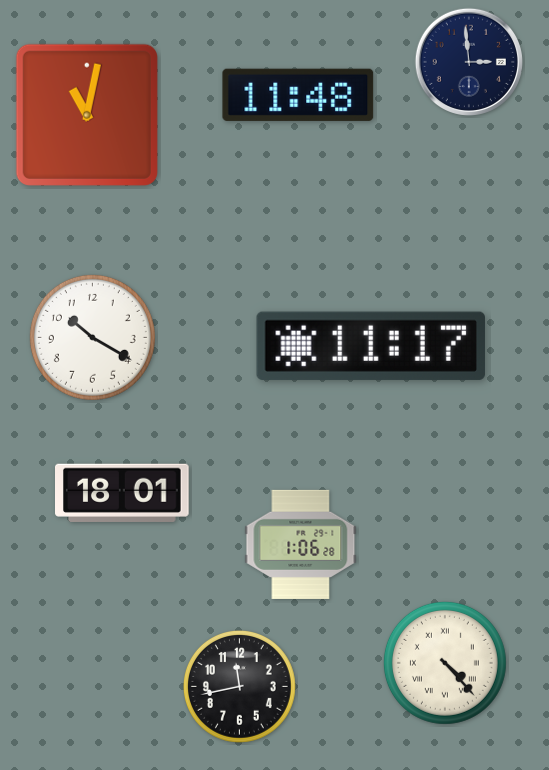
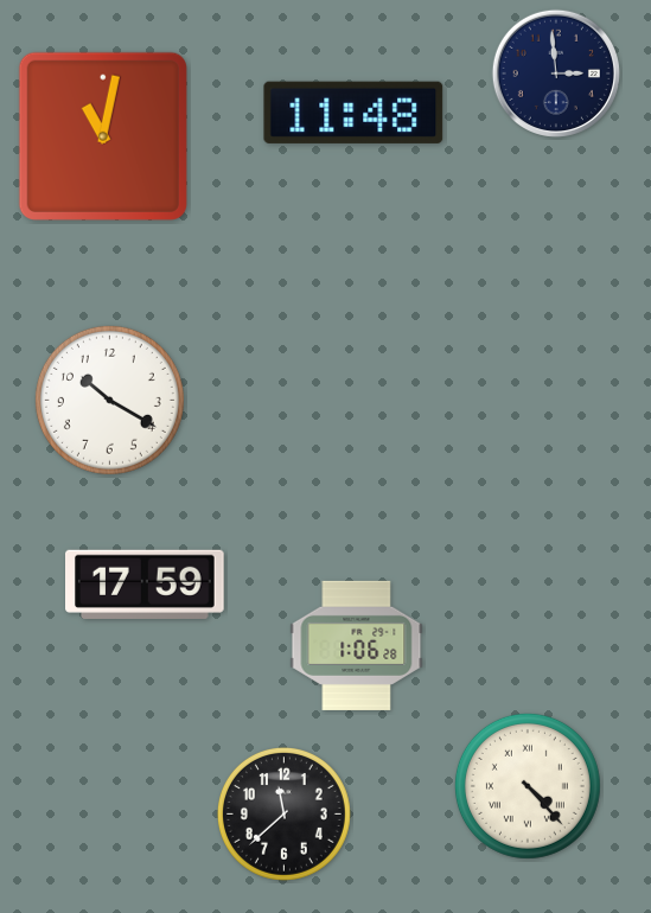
clock at (370, 346): 11:17 -> none
clock at (122, 493): 18:01 -> 17:59
clock at (239, 686): 11:43 -> 11:38
